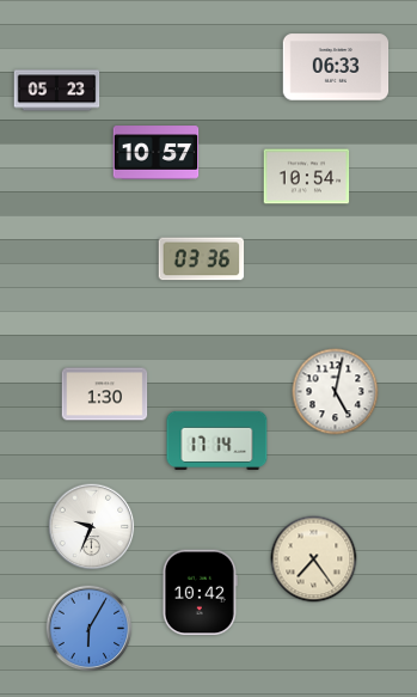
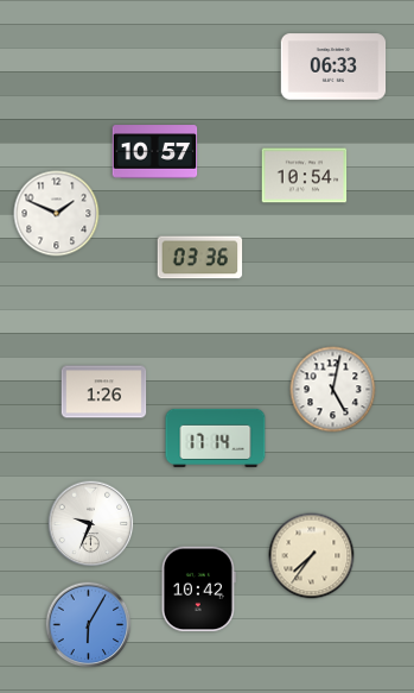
clock at (57, 91): 05:23 -> none
clock at (57, 214): none -> 1:49
clock at (105, 395): 1:30 -> 1:26
clock at (314, 560): 7:24 -> 7:36
